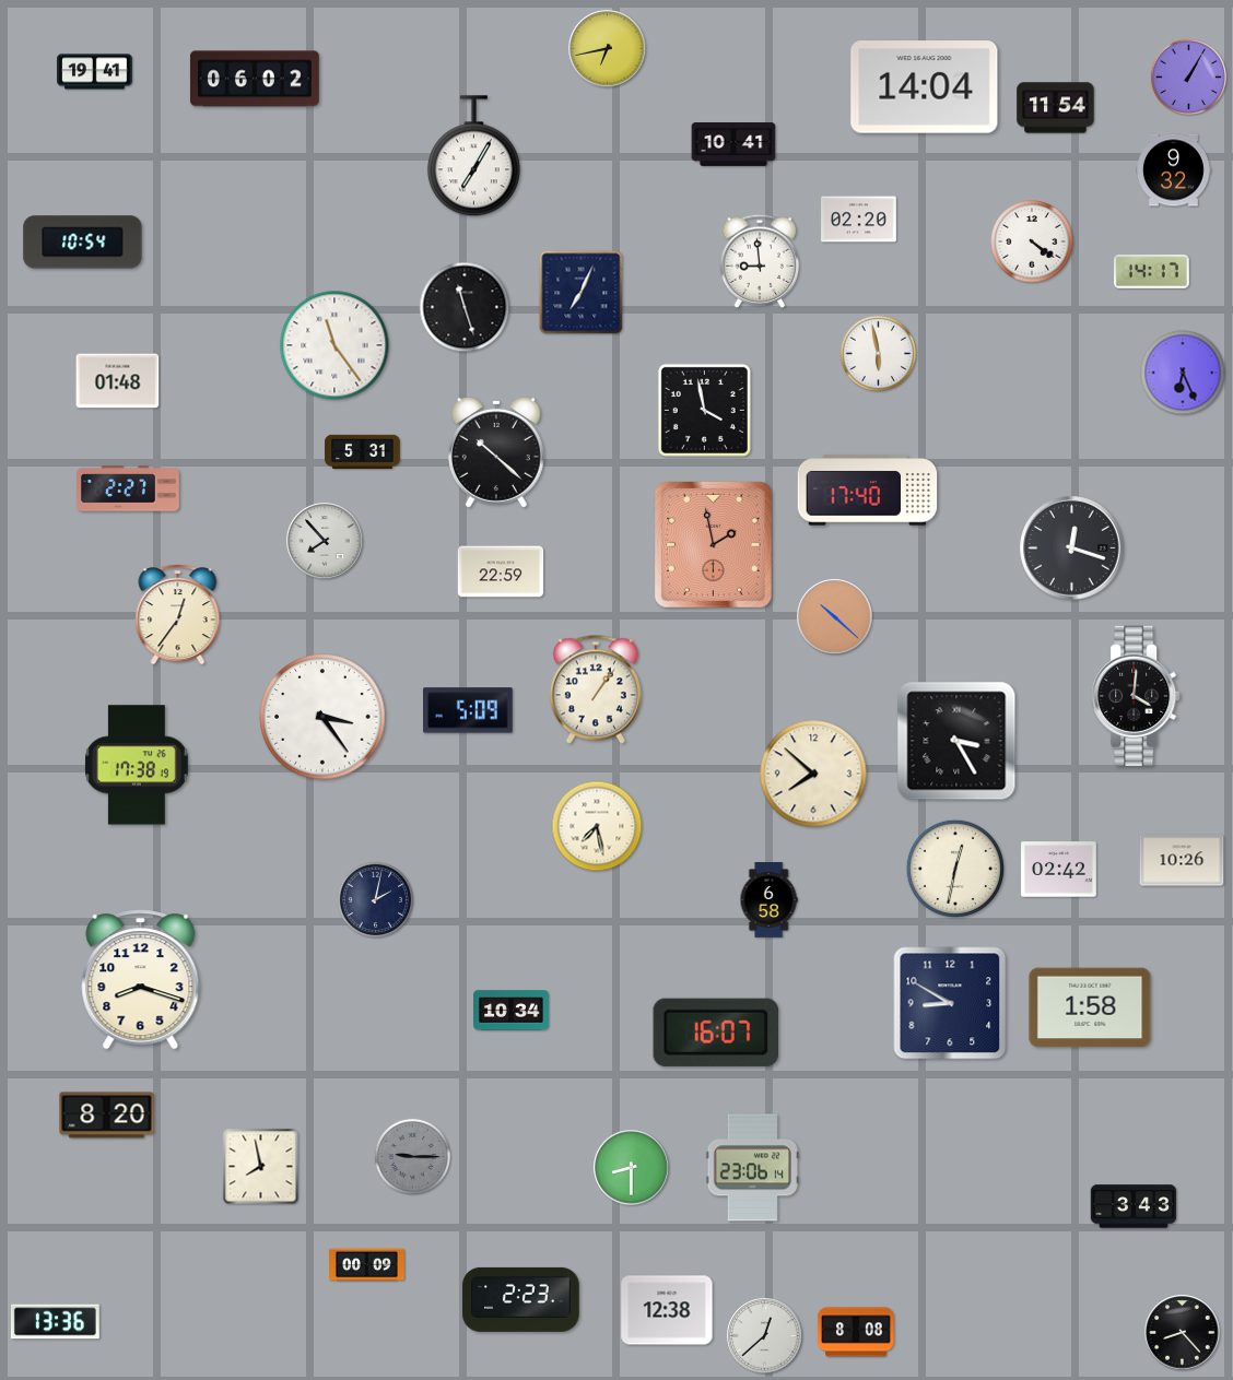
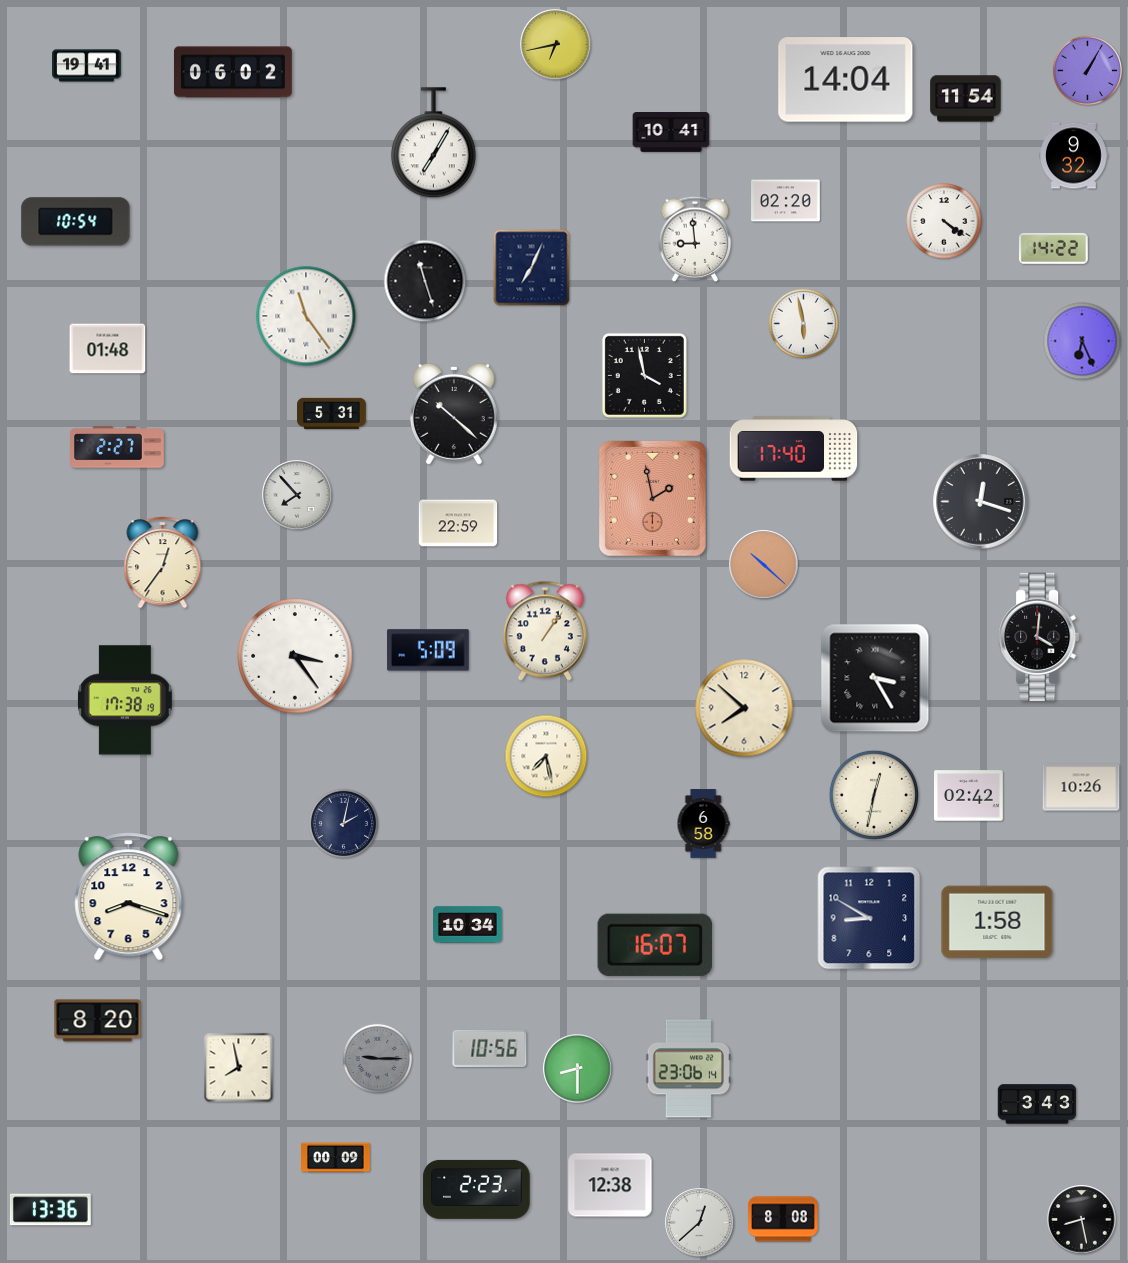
clock at (1151, 271): 14:17 -> 14:22
clock at (490, 1048): none -> 10:56
clock at (667, 1310) position: (667, 1310) -> (610, 1185)
clock at (1183, 1333): 8:23 -> 8:28
